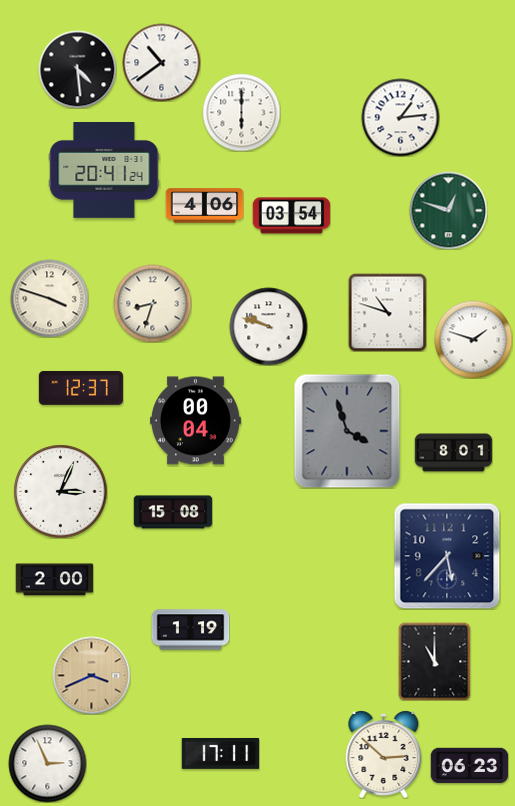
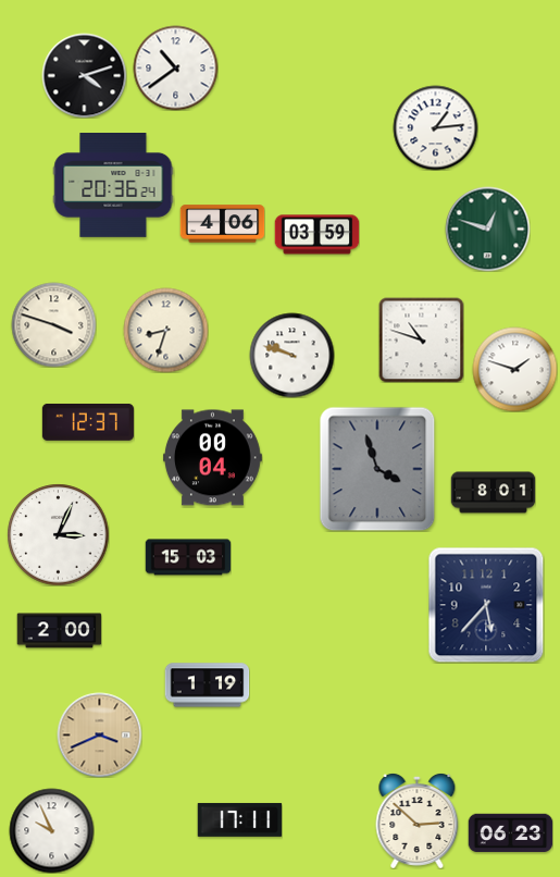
clock at (77, 69): 4:29 -> 4:12
clock at (241, 112): 6:00 -> none
clock at (104, 171): 20:41 -> 20:36
clock at (291, 216): 03:54 -> 03:59
clock at (60, 491) position: (60, 491) -> (58, 534)
clock at (173, 512): 15:08 -> 15:03
clock at (435, 661): 11:00 -> none
clock at (47, 763): 2:56 -> 9:56
